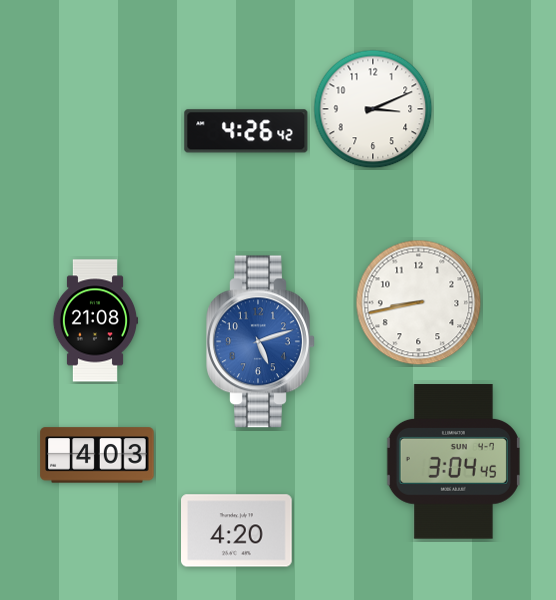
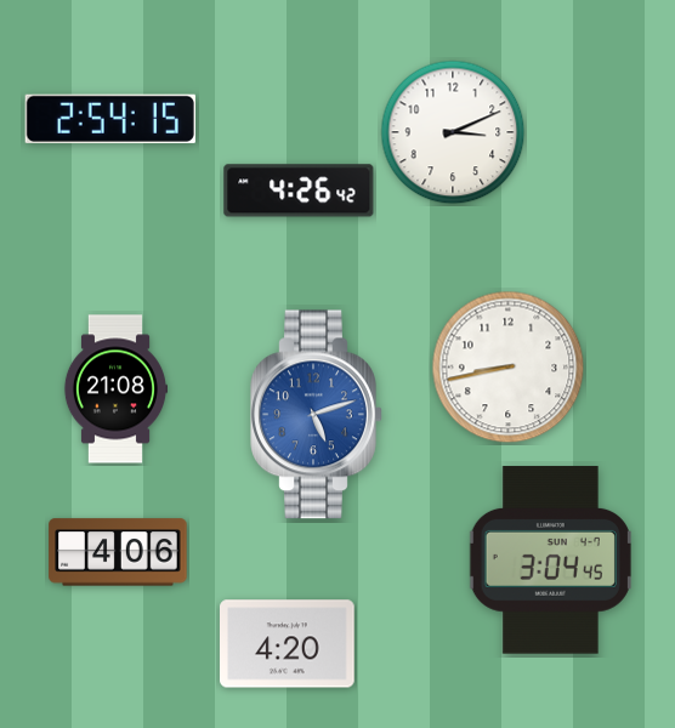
clock at (110, 119): none -> 2:54
clock at (246, 131) position: (246, 131) -> (299, 190)
clock at (97, 455): 4:03 -> 4:06
